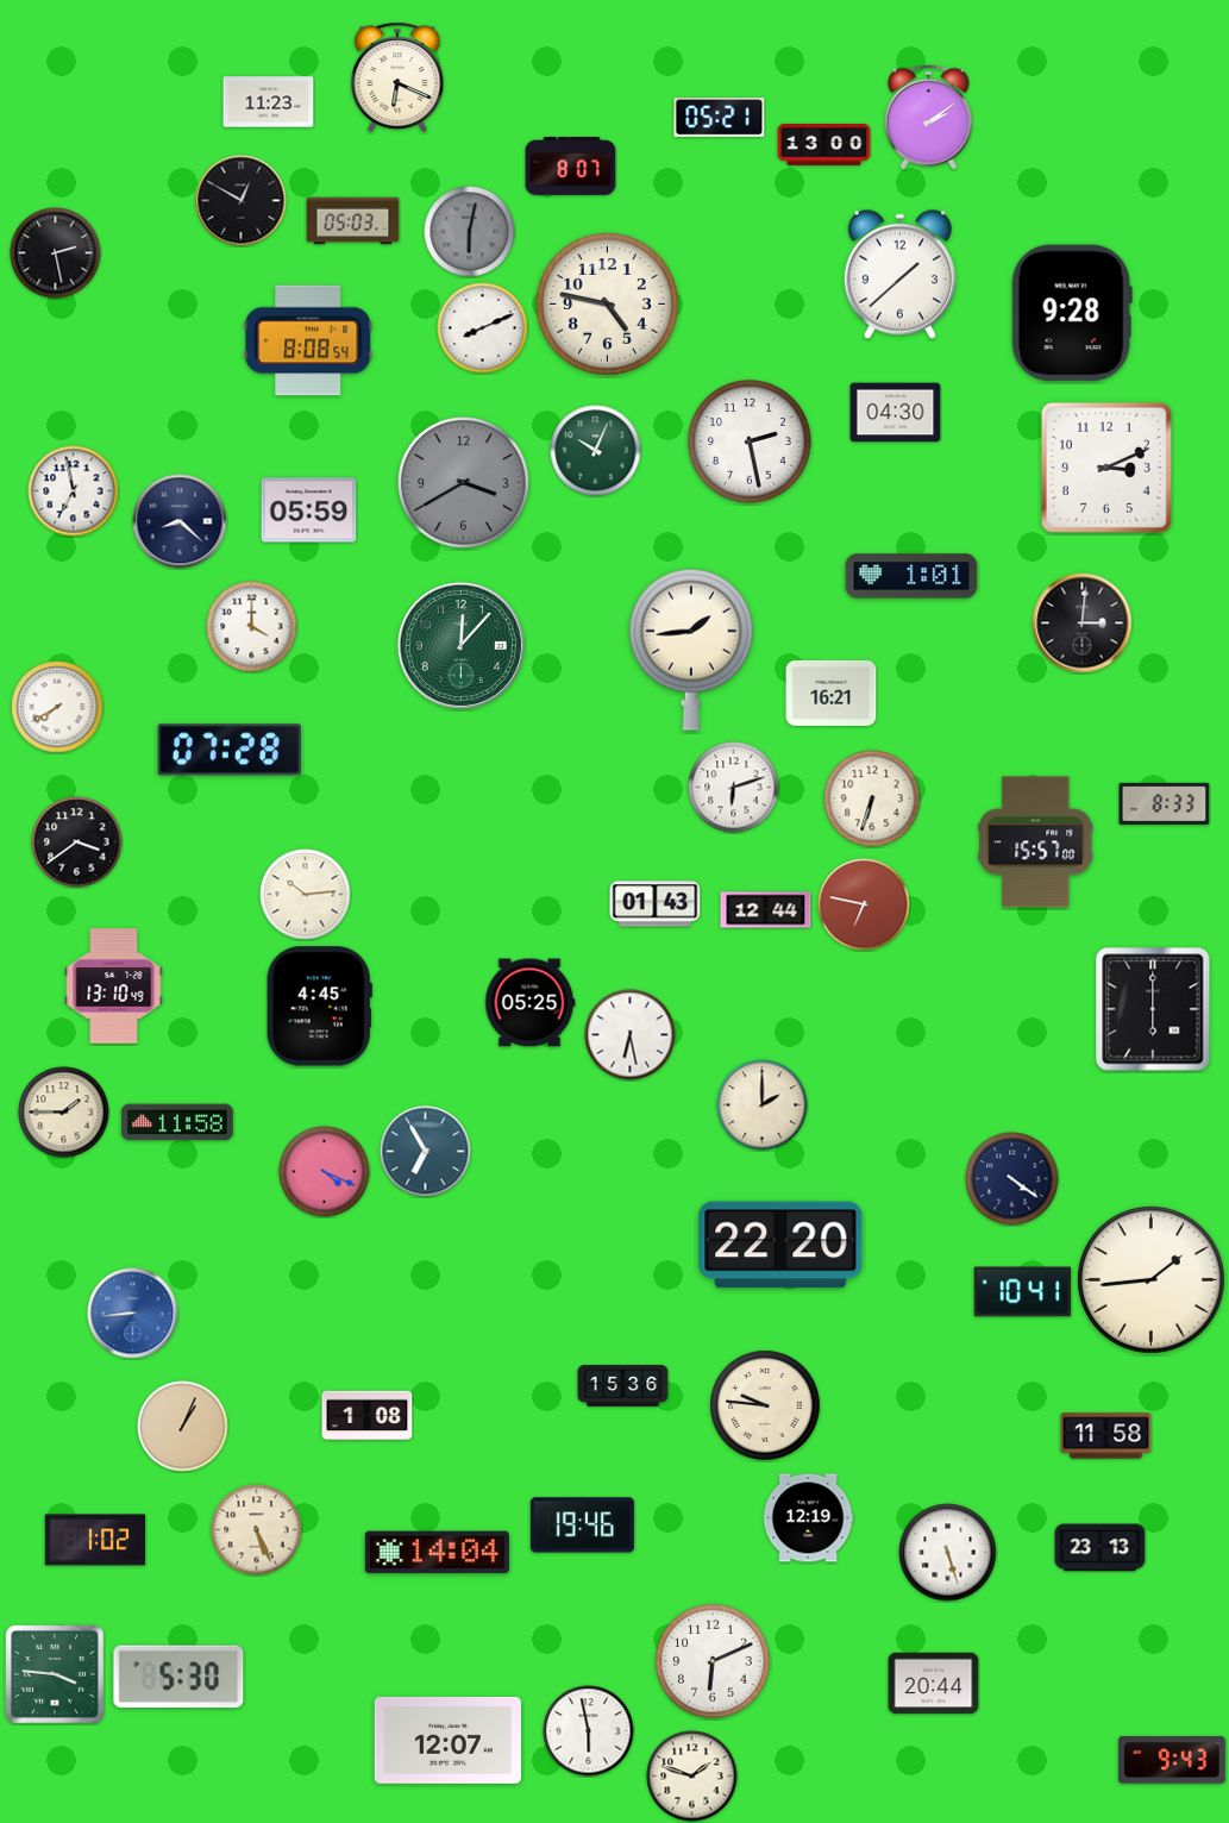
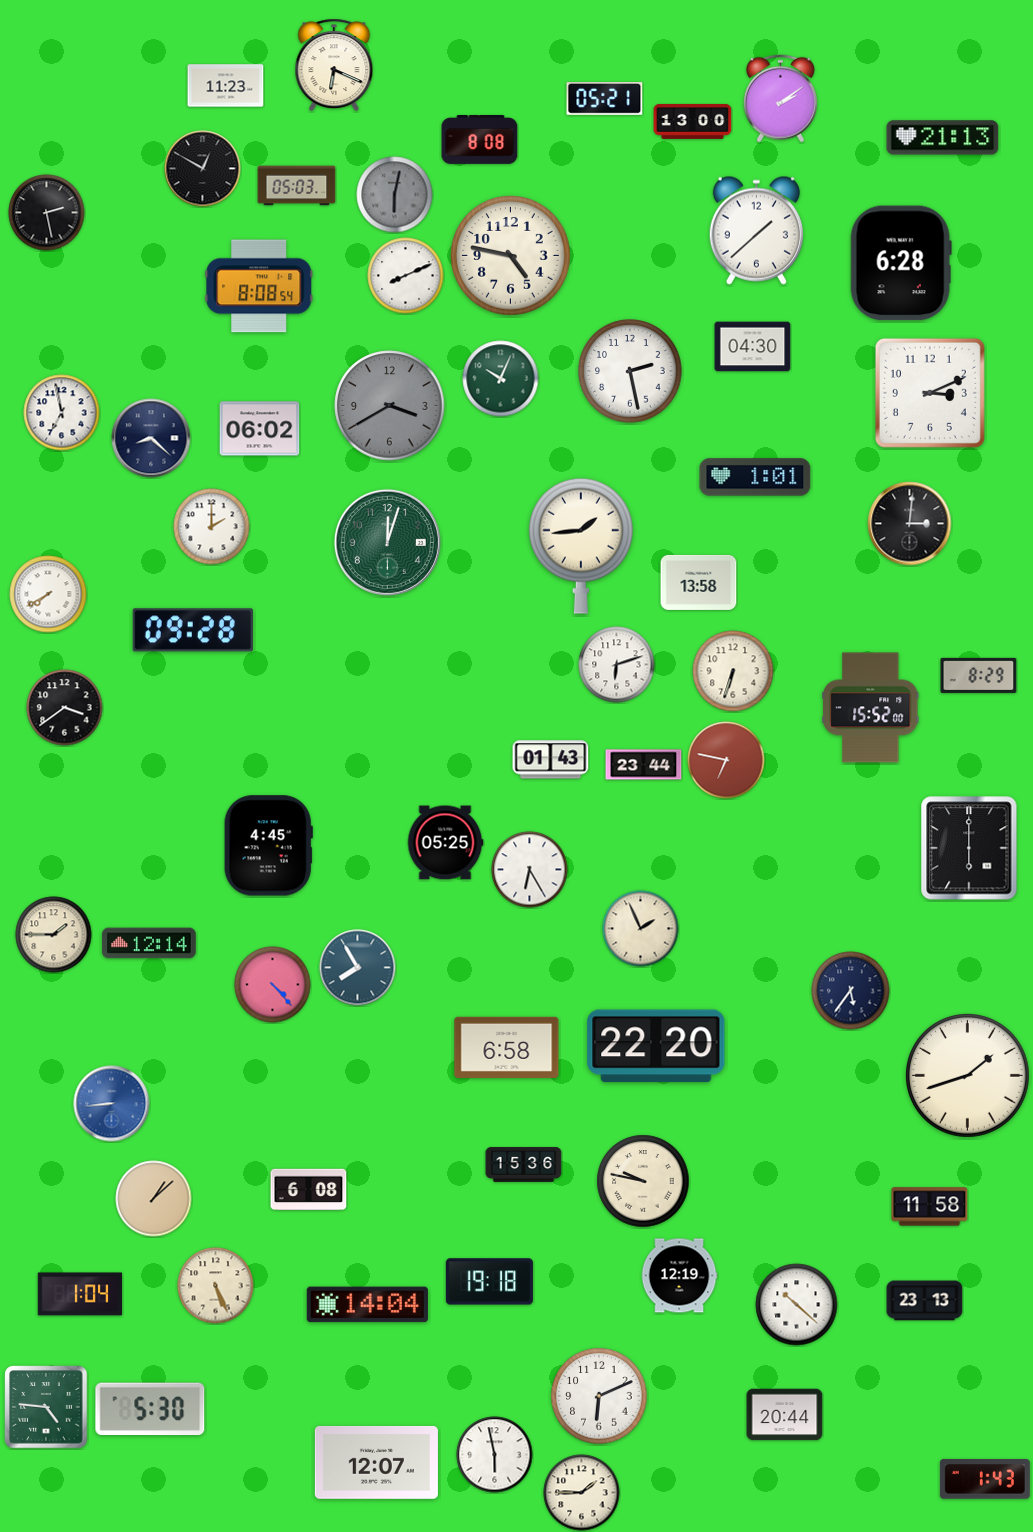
clock at (943, 138): none -> 21:13
clock at (571, 167): 8:07 -> 8:08
clock at (1072, 313): 9:28 -> 6:28
clock at (309, 510): 05:59 -> 06:02
clock at (911, 576) position: (911, 576) -> (755, 477)
clock at (252, 627): 4:00 -> 2:00
clock at (460, 645): 12:07 -> 12:03
clock at (832, 693): 16:21 -> 13:58
clock at (230, 750): 07:28 -> 09:28
clock at (734, 788) position: (734, 788) -> (617, 665)
clock at (1165, 803): 8:33 -> 8:29
clock at (1036, 842): 15:57 -> 15:52
clock at (306, 895): 10:14 -> none
clock at (766, 910): 12:44 -> 23:44
clock at (114, 986): 13:10 -> none
clock at (631, 1035): 6:28 -> 6:25
clock at (763, 1105): 2:00 -> 1:56
clock at (177, 1122): 11:58 -> 12:14
clock at (426, 1152): 6:55 -> 7:55
clock at (325, 1172): 4:19 -> 4:23
clock at (1012, 1179): 4:21 -> 5:36
clock at (507, 1047): none -> 6:58
clock at (1152, 1280): 1:44 -> 1:42
clock at (1023, 1292): 10:41 -> none
clock at (765, 1405): 9:46 -> 9:47
clock at (368, 1416): 1:08 -> 6:08
clock at (183, 1427): 1:04 -> 1:08
clock at (582, 1526): 19:46 -> 19:18
clock at (95, 1540): 1:02 -> 1:04
clock at (948, 1553): 5:27 -> 10:22
clock at (55, 1674): 3:46 -> 4:46
clock at (1172, 1760): 9:43 -> 1:43
clock at (692, 1777): 1:48 -> 1:45
